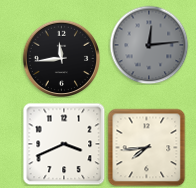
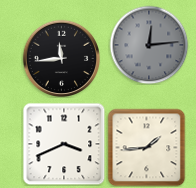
clock at (146, 147): 7:44 -> 1:44
